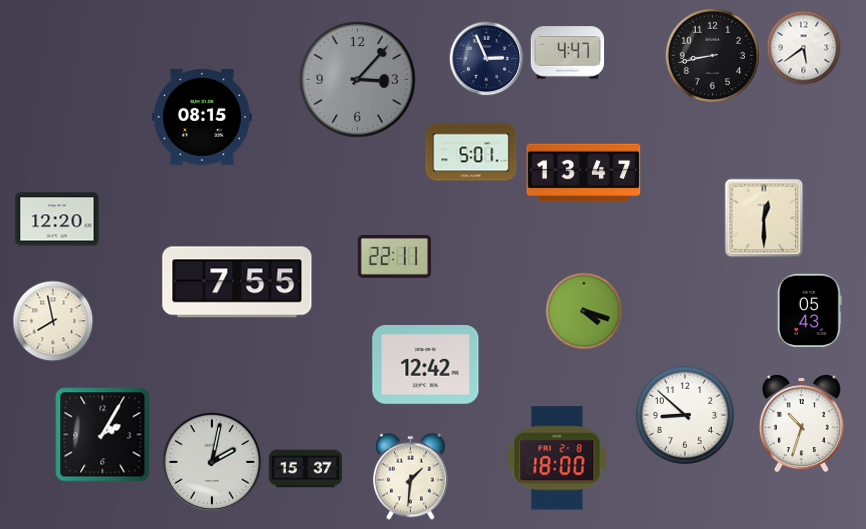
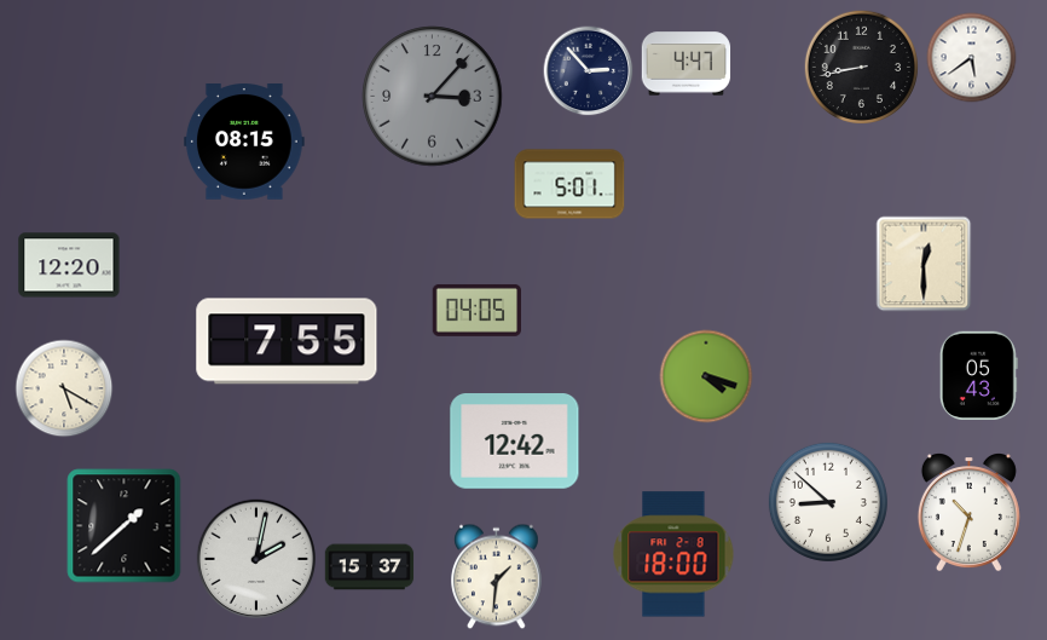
clock at (487, 59): 2:56 -> 2:53
clock at (584, 173): 13:47 -> none
clock at (394, 256): 22:11 -> 04:05
clock at (53, 321): 7:58 -> 5:20
clock at (103, 435): 2:05 -> 1:38
